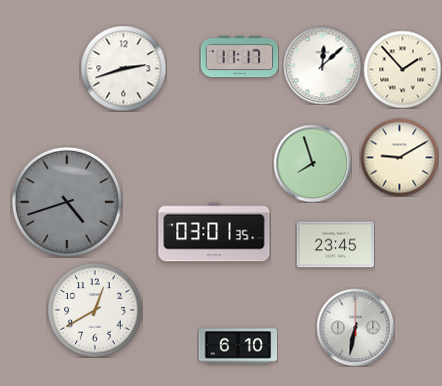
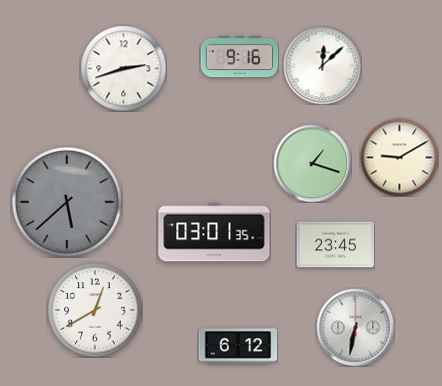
clock at (239, 57): 11:17 -> 9:16
clock at (402, 69): 1:53 -> none
clock at (312, 163): 7:57 -> 1:18
clock at (67, 202): 4:42 -> 5:38
clock at (238, 346): 6:10 -> 6:12
